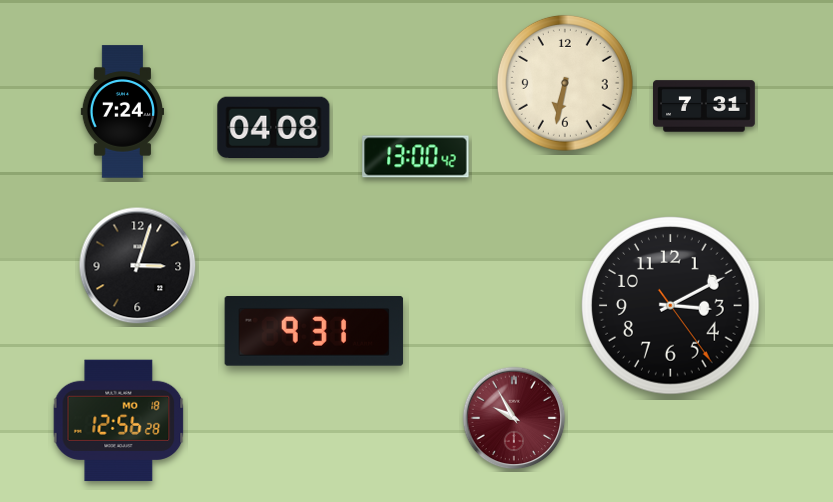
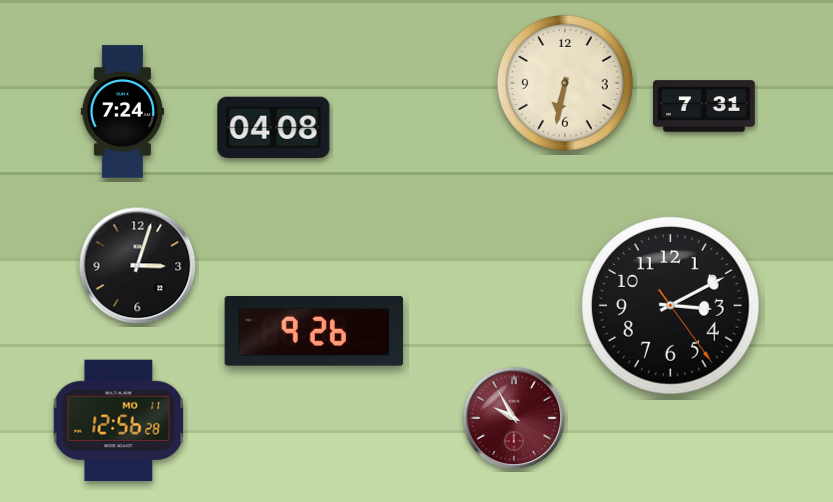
clock at (416, 157): 13:00 -> none
clock at (314, 332): 9:31 -> 9:26
clock at (119, 421) date: MO 18 -> MO 11
